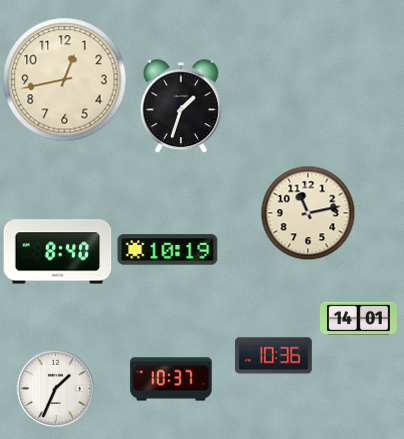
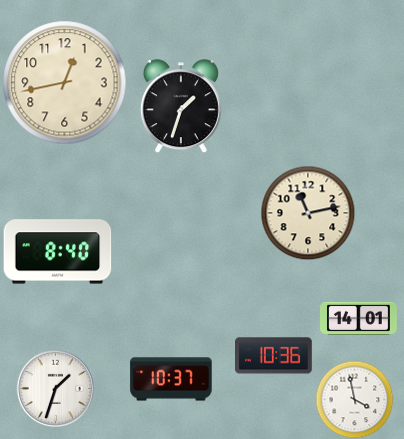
clock at (65, 80) position: (65, 80) -> (65, 83)
clock at (168, 250): 10:19 -> none
clock at (55, 388): 1:34 -> 1:33
clock at (354, 399): none -> 3:58
